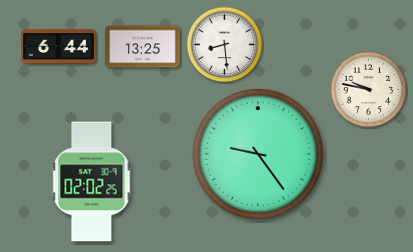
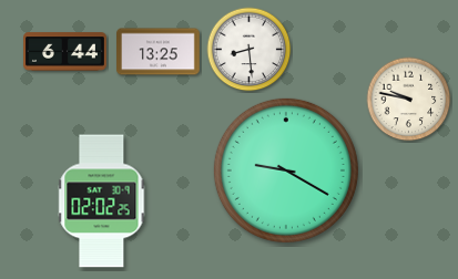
clock at (258, 154): 9:24 -> 9:20
